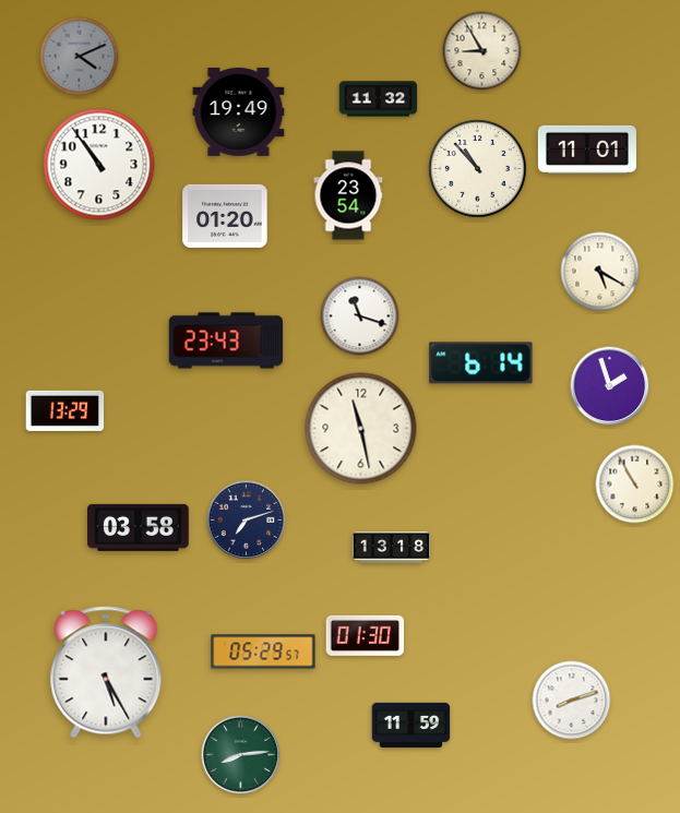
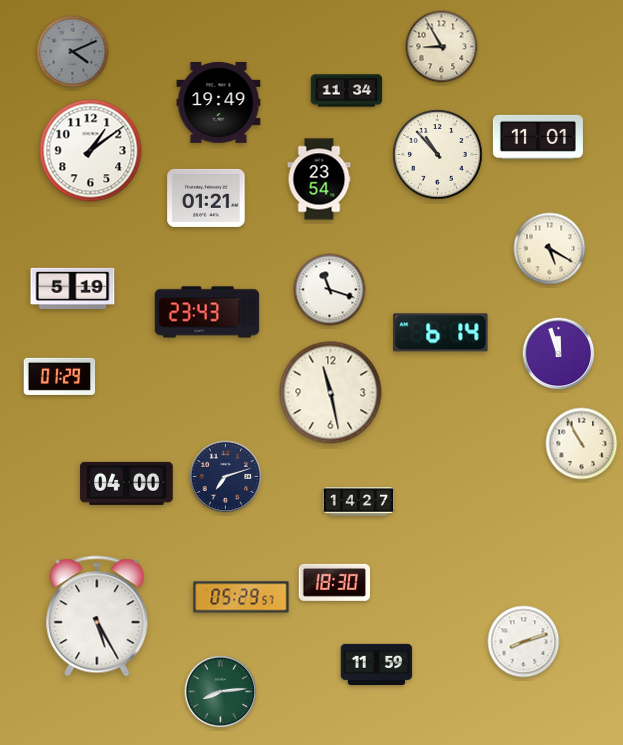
clock at (379, 99): 11:32 -> 11:34
clock at (99, 165): 10:54 -> 1:09
clock at (225, 216): 01:20 -> 01:21
clock at (73, 288): none -> 5:19
clock at (610, 386): 1:57 -> 11:57
clock at (65, 410): 13:29 -> 01:29
clock at (139, 527): 03:58 -> 04:00
clock at (392, 548): 13:18 -> 14:27
clock at (366, 635): 01:30 -> 18:30
